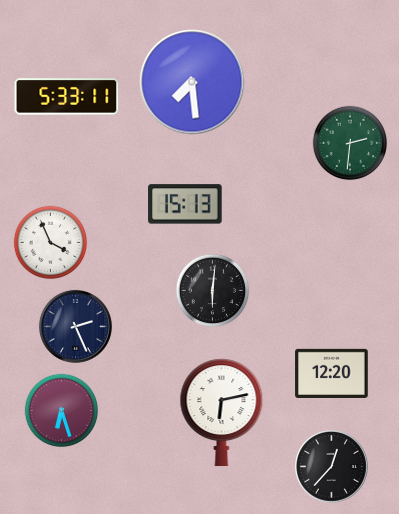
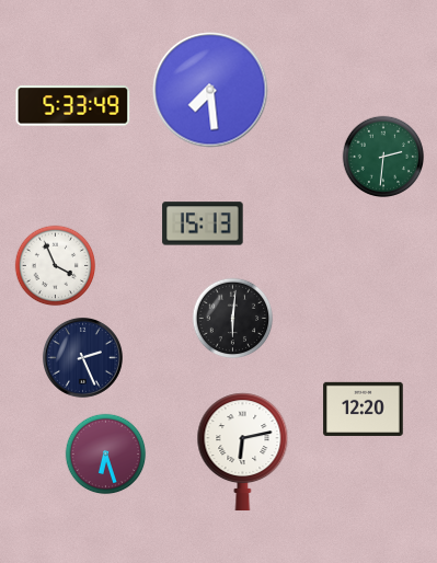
clock at (67, 97): 5:33:11 -> 5:33:49
clock at (62, 411) position: (62, 411) -> (106, 455)
clock at (331, 466): 12:37 -> none
